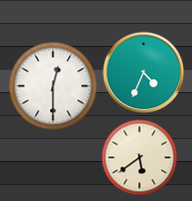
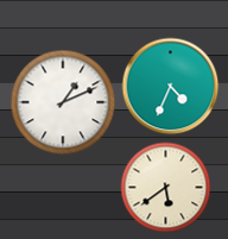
clock at (53, 86): 12:30 -> 1:11
